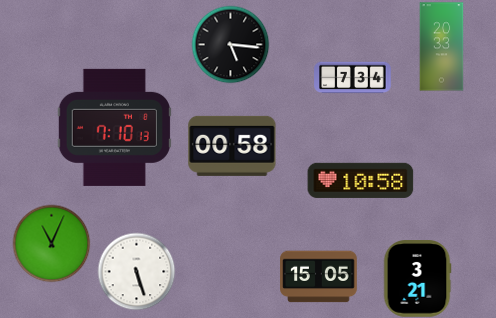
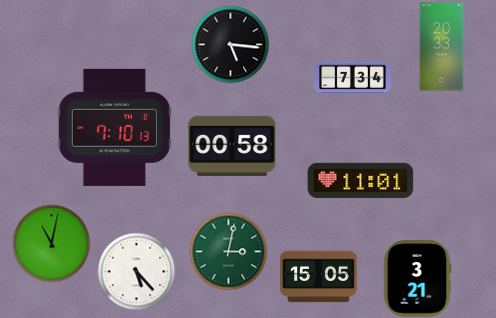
clock at (361, 180): 10:58 -> 11:01
clock at (51, 243): 11:04 -> 11:02
clock at (228, 251): none -> 3:02
clock at (136, 271): 5:27 -> 5:23
